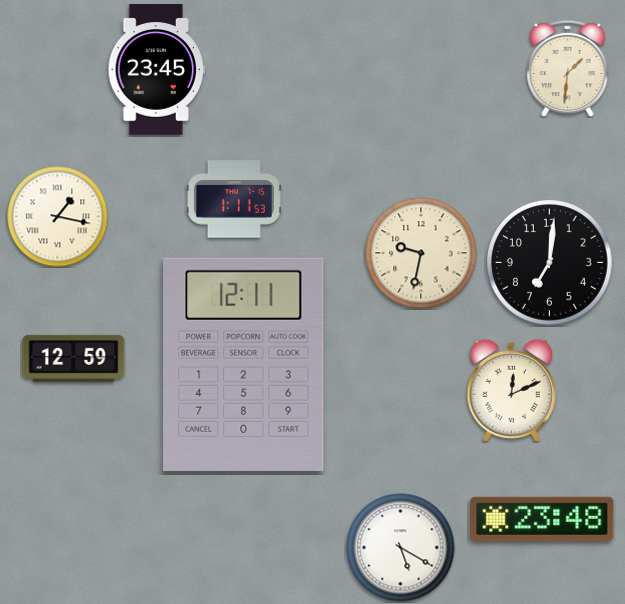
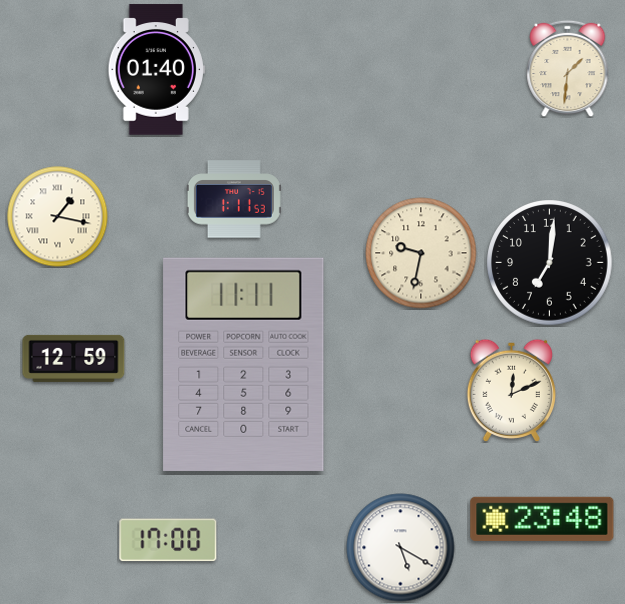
clock at (156, 70): 23:45 -> 01:40
clock at (244, 364): 12:11 -> 11:11
clock at (168, 540): none -> 17:00
